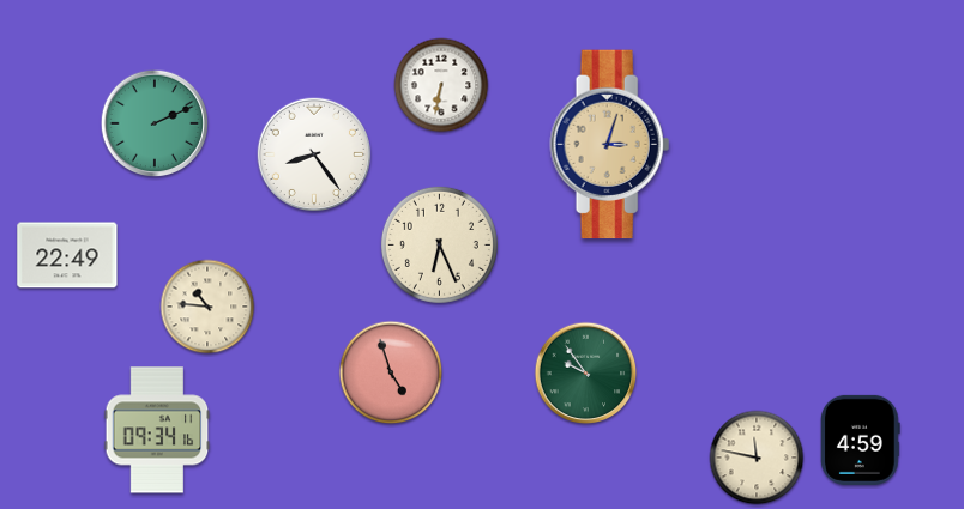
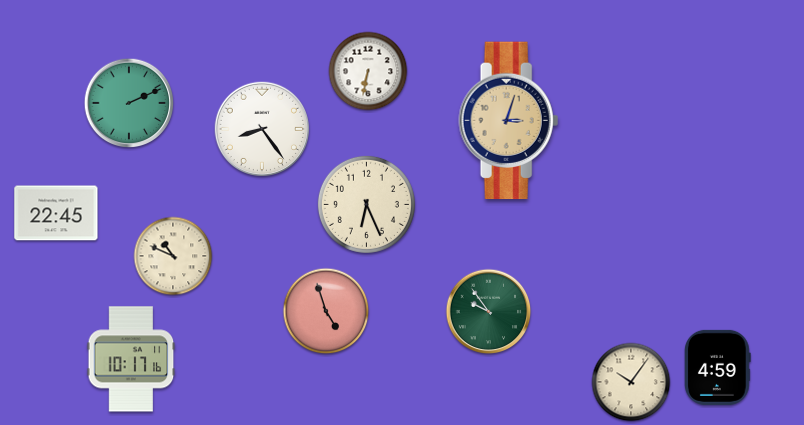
clock at (67, 255): 22:49 -> 22:45
clock at (207, 307): 10:46 -> 10:49
clock at (157, 430): 09:34 -> 10:17
clock at (757, 458): 11:47 -> 10:06
